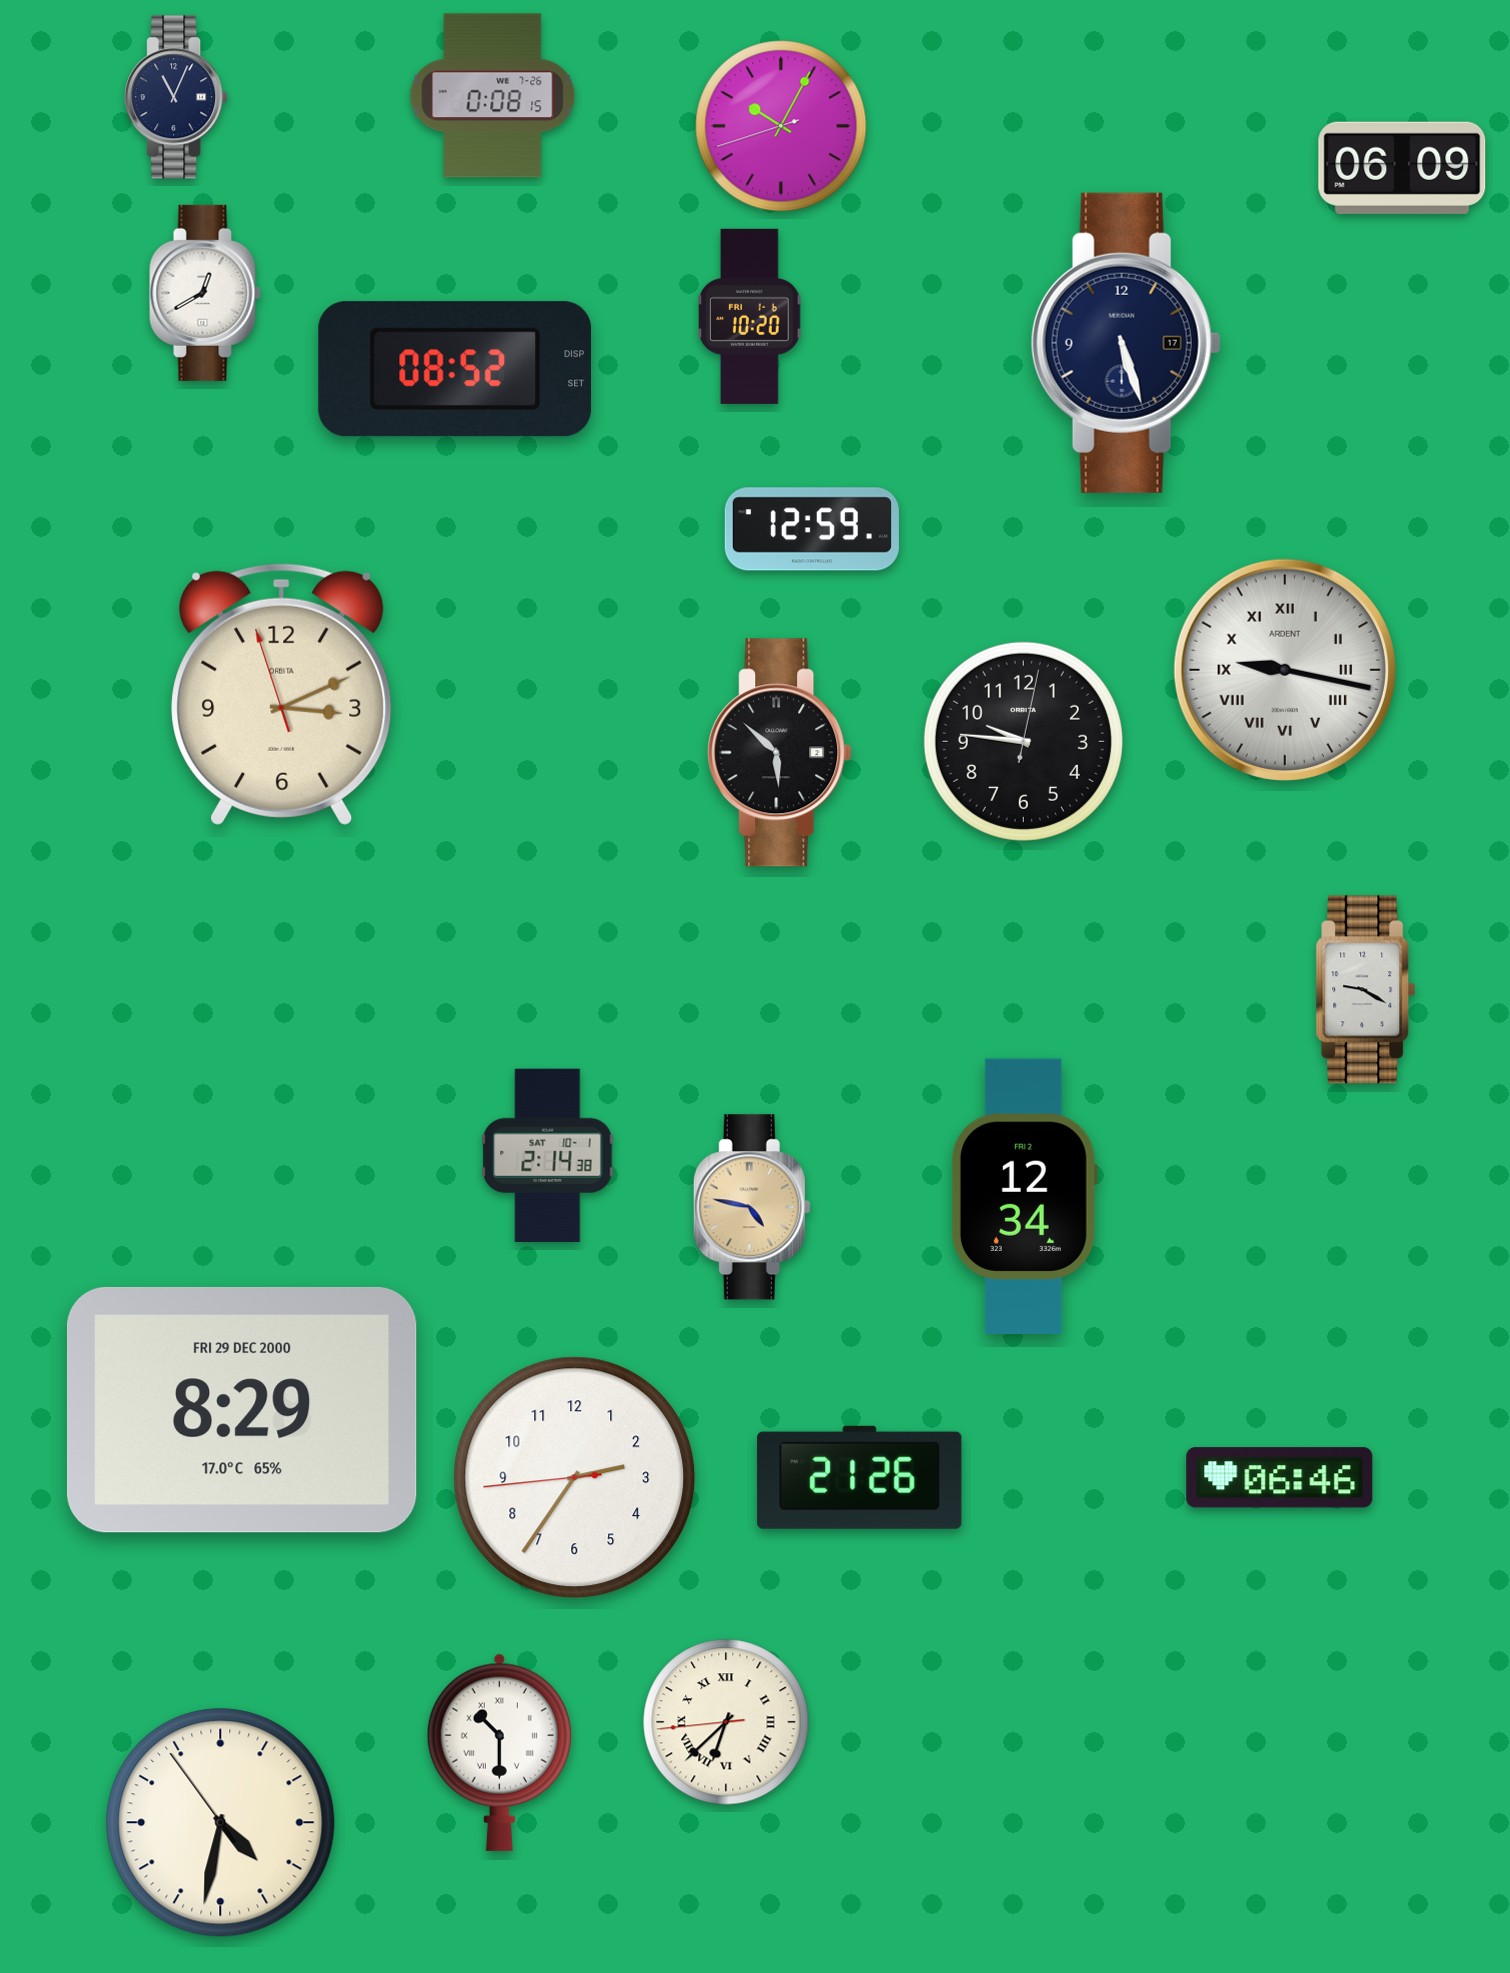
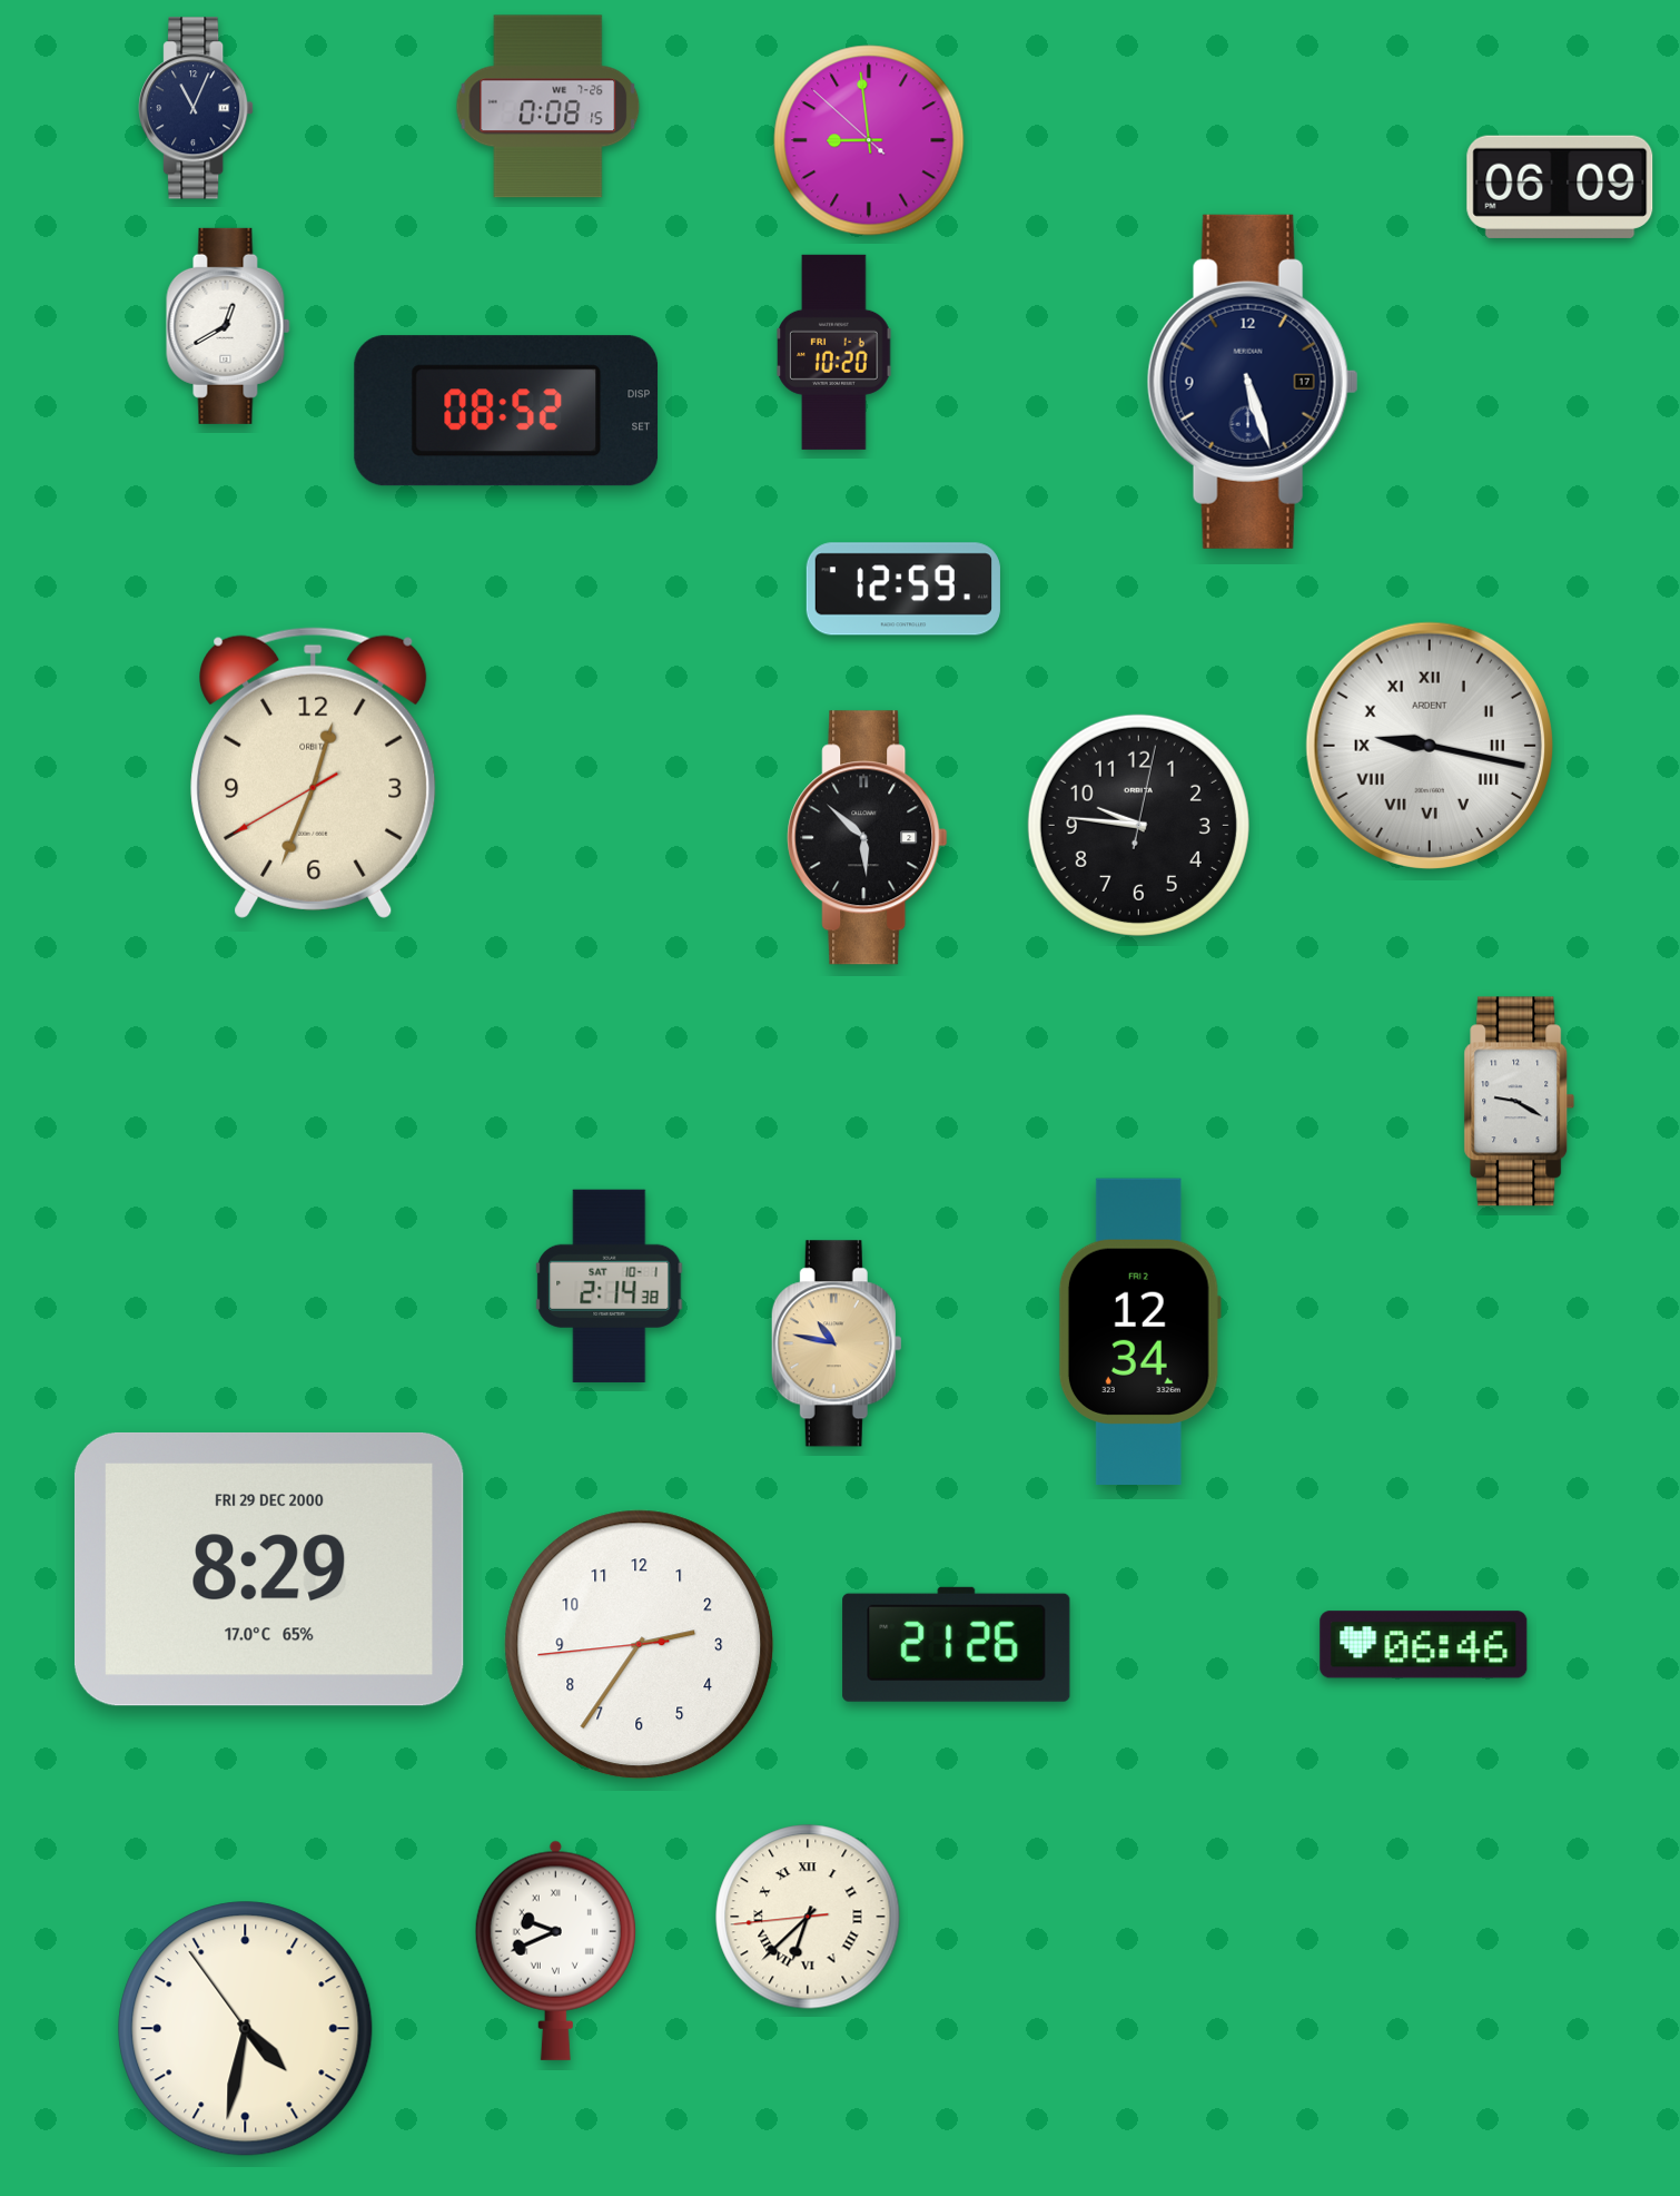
clock at (781, 126): 10:04 -> 8:58
clock at (282, 694): 3:10 -> 12:33
clock at (752, 1207): 4:47 -> 10:47
clock at (499, 1752): 10:30 -> 9:41
